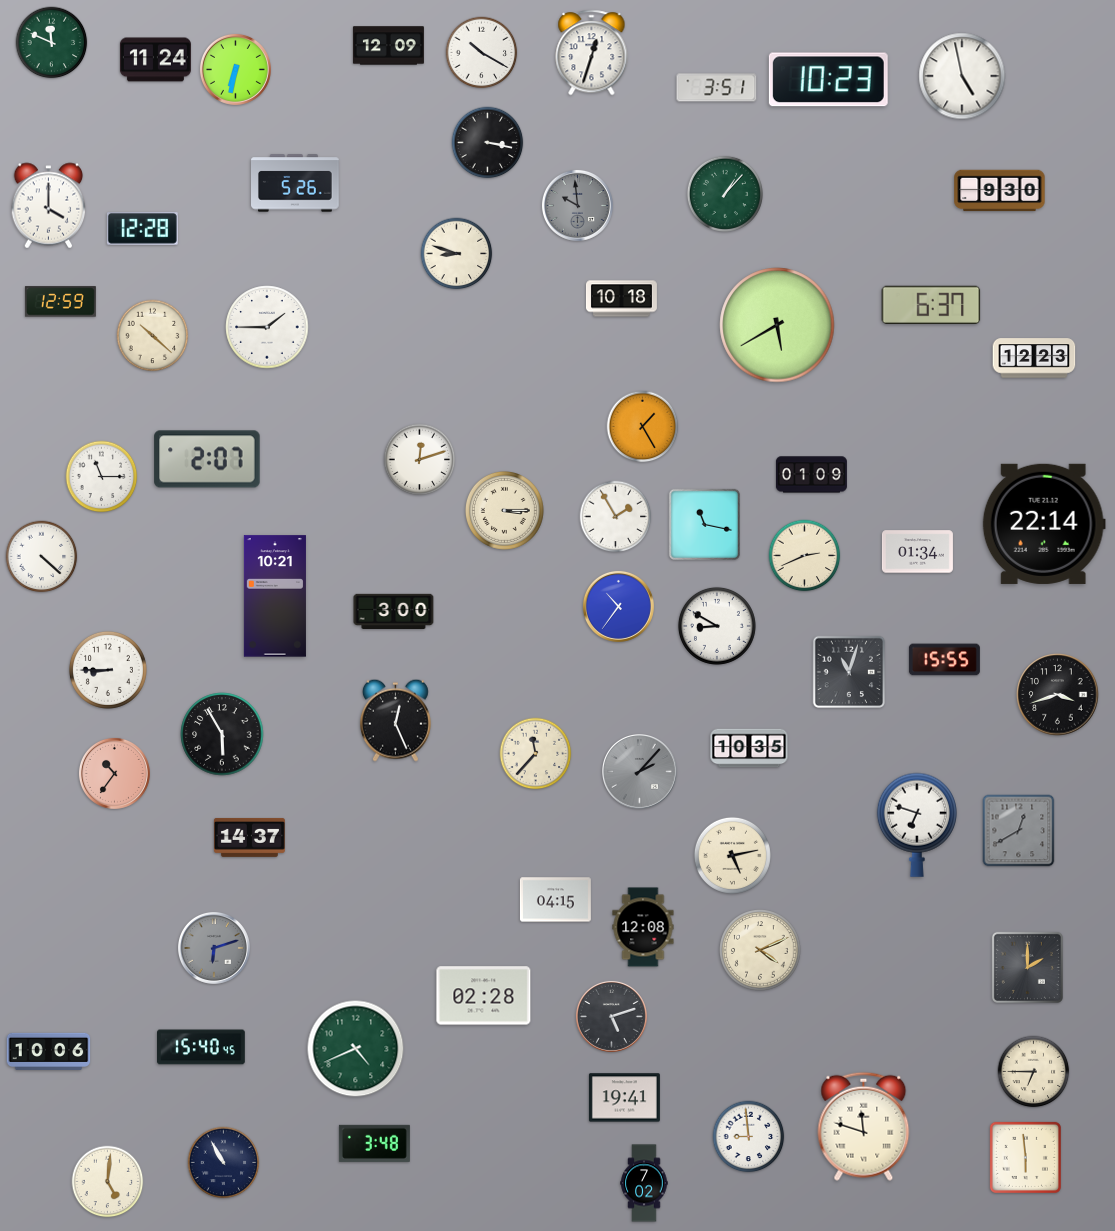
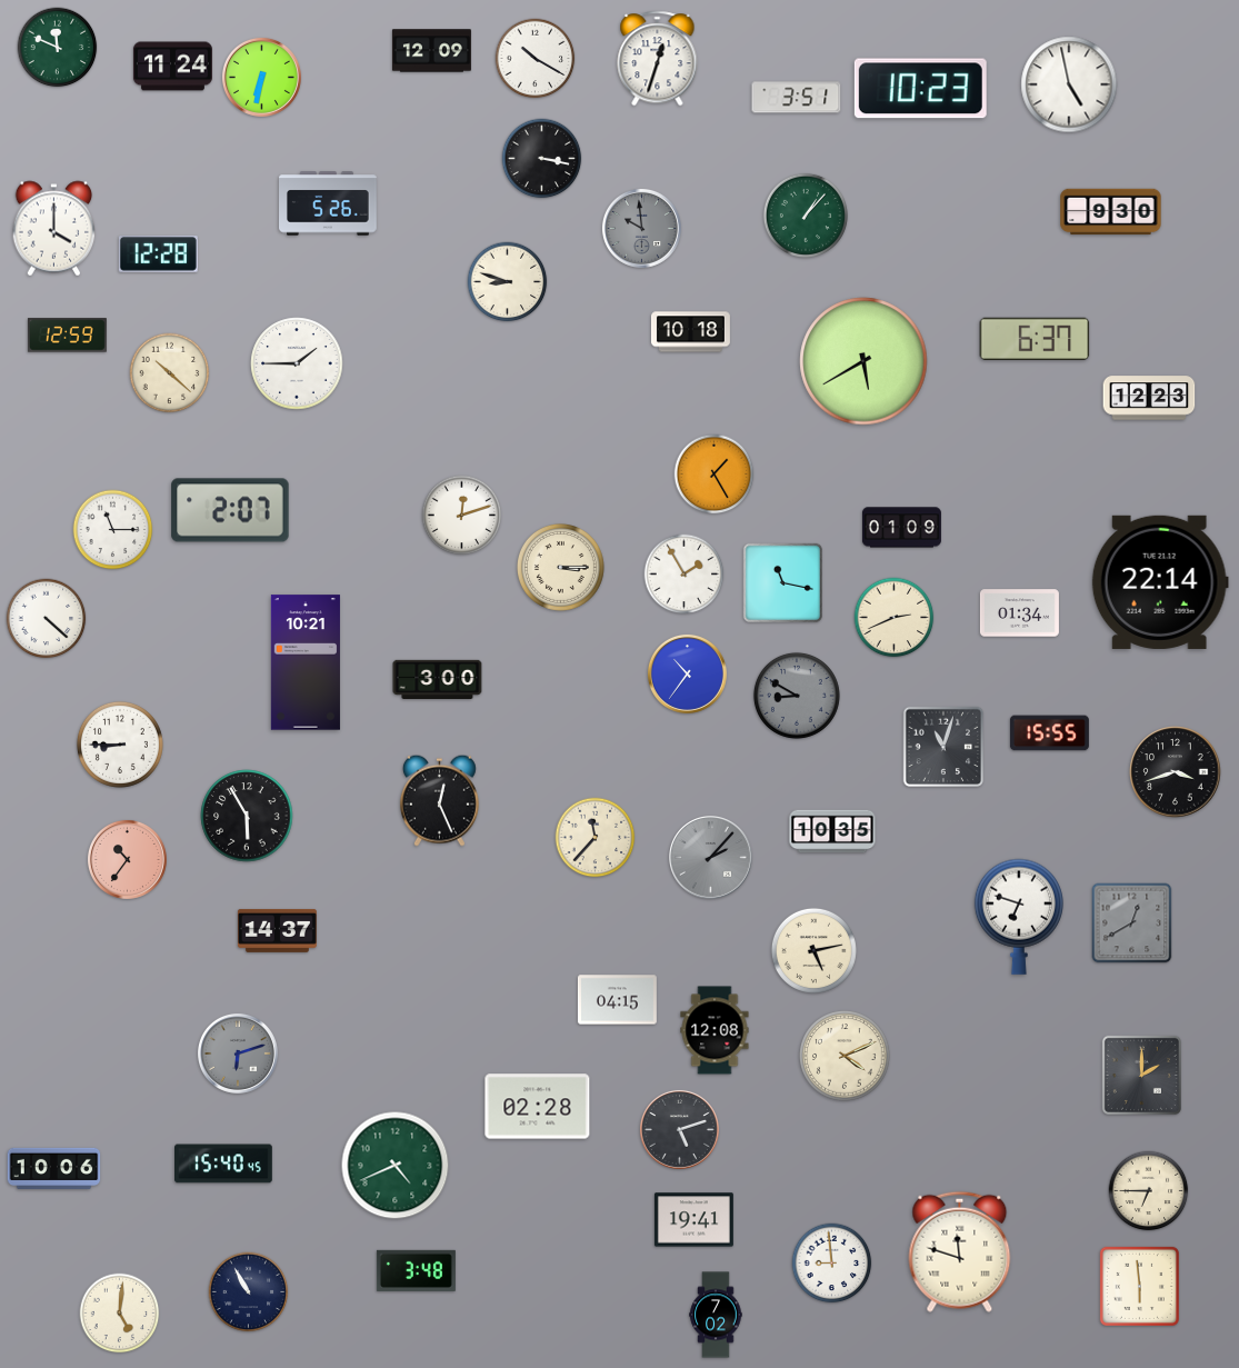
clock at (420, 460) position: (420, 460) -> (462, 516)
clock at (717, 626) dial: white -> grey
